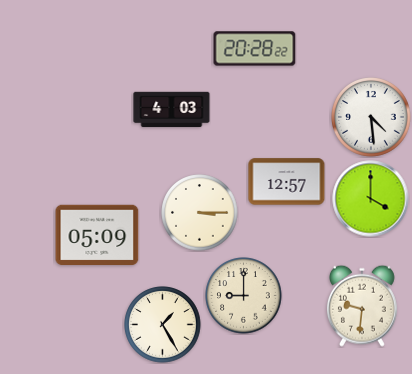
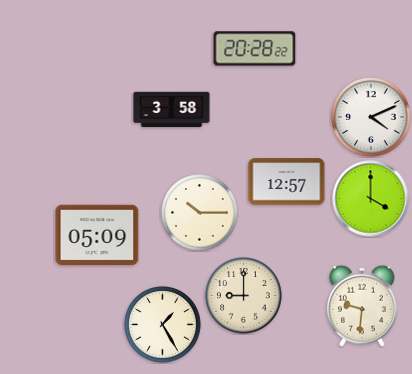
clock at (172, 110): 4:03 -> 3:58
clock at (372, 118): 4:29 -> 4:11
clock at (200, 213): 3:15 -> 10:15
